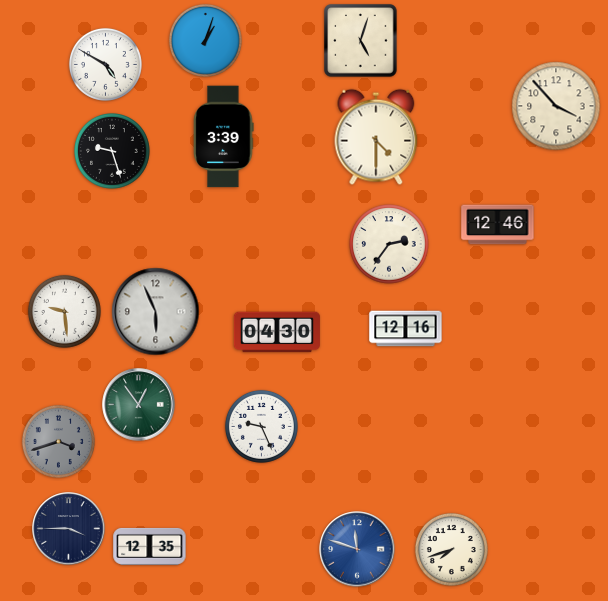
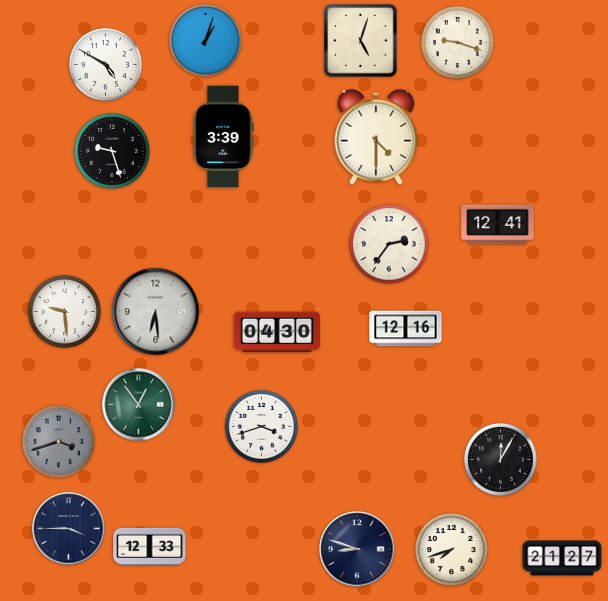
clock at (457, 42): none -> 9:18
clock at (556, 106): 3:53 -> none
clock at (498, 225): 12:46 -> 12:41
clock at (156, 312): 5:56 -> 6:29
clock at (261, 426): 9:26 -> 3:42
clock at (500, 459): none -> 12:05
clock at (150, 546): 12:35 -> 12:33
clock at (357, 549): 11:48 -> 8:48
clock at (357, 549) dial: blue -> navy
clock at (562, 558): none -> 21:27
